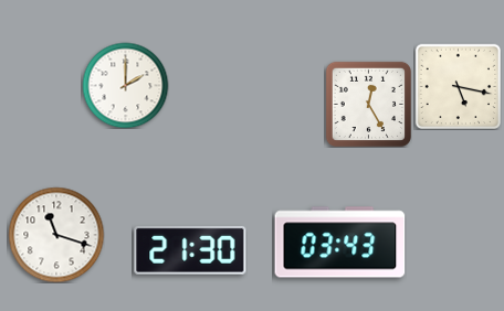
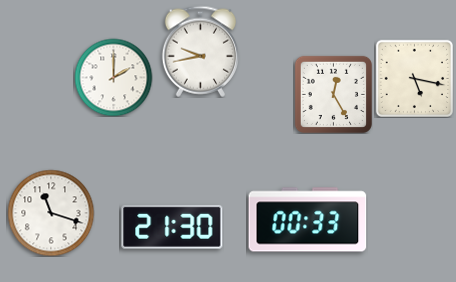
clock at (200, 51): none -> 9:43
clock at (340, 243): 03:43 -> 00:33
